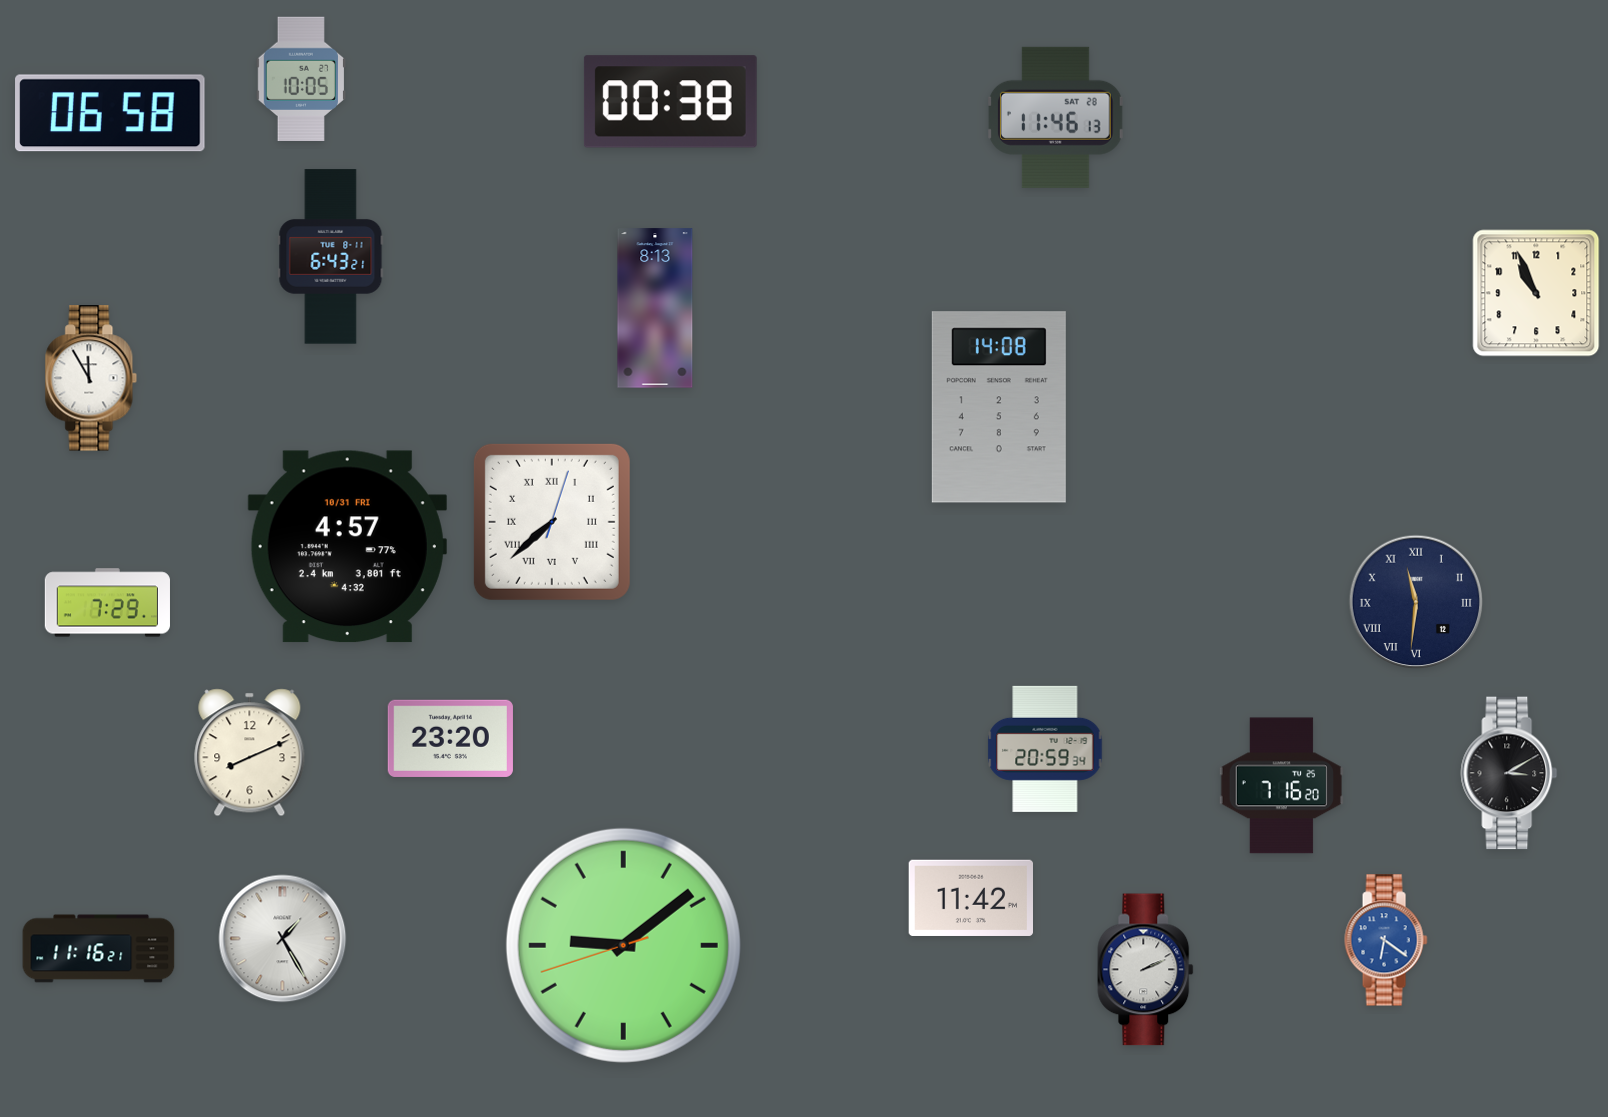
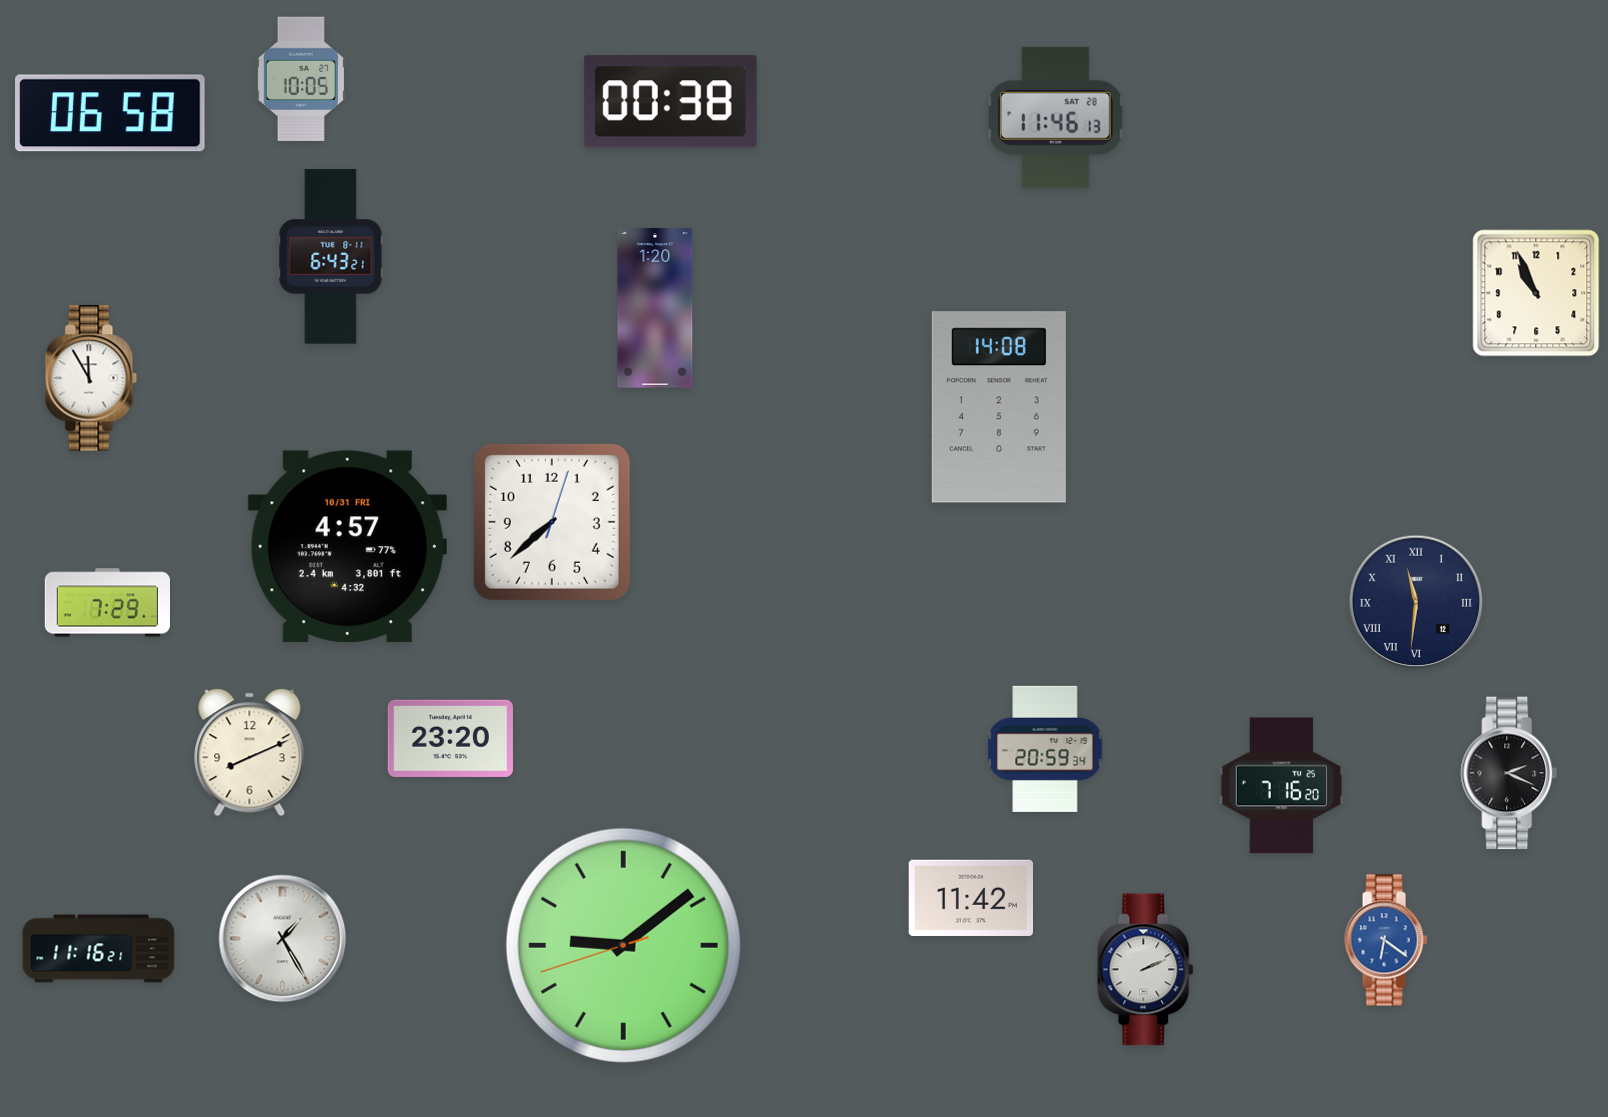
clock at (655, 308): 8:13 -> 1:20
clock at (552, 522) numerals: Roman -> Arabic
clock at (1509, 773): 3:10 -> 2:19
